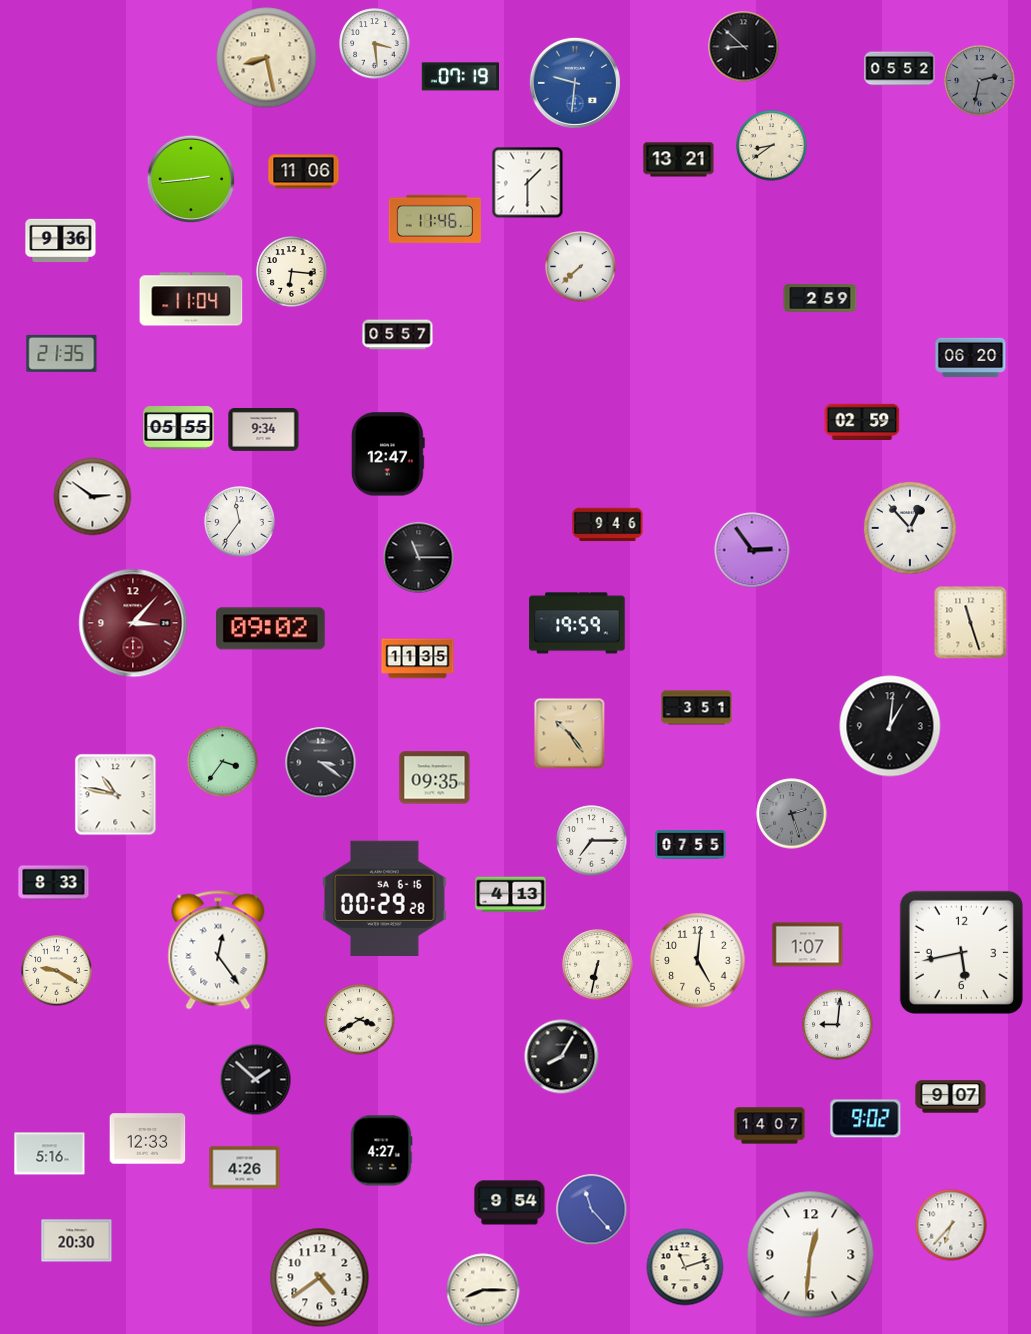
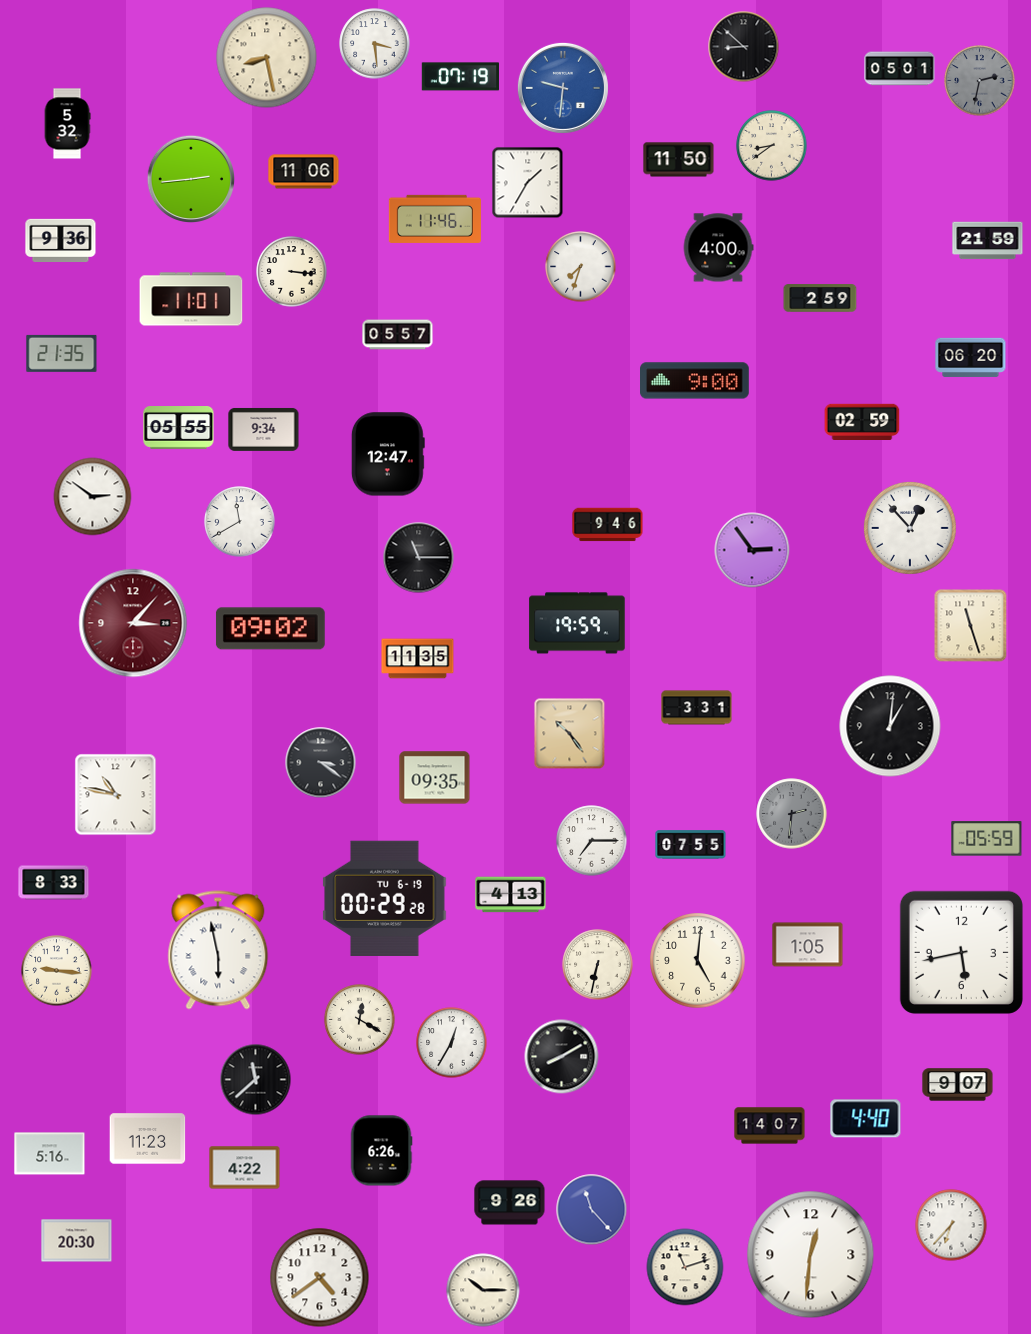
clock at (900, 69): 05:52 -> 05:01
clock at (575, 83) position: (575, 83) -> (563, 88)
clock at (67, 124): none -> 5:32
clock at (679, 160): 13:21 -> 11:50
clock at (528, 183): 1:30 -> 1:35
clock at (988, 241): none -> 21:59
clock at (718, 248): none -> 4:00
clock at (581, 267): 7:38 -> 7:33
clock at (292, 272): 6:16 -> 3:16
clock at (191, 299): 11:04 -> 11:01
clock at (695, 381): none -> 9:00
clock at (240, 522): 11:36 -> 11:40
clock at (971, 623) position: (971, 623) -> (971, 626)
clock at (697, 708): 3:51 -> 3:31
clock at (223, 762): 3:36 -> none
clock at (792, 814): 2:27 -> 2:31
clock at (987, 839): none -> 05:59
clock at (385, 898) date: SA 6-16 -> TU 6-19
clock at (808, 945): 1:07 -> 1:05
clock at (218, 950): 12:24 -> 5:58
clock at (57, 971): 9:20 -> 9:16
clock at (360, 1020): 3:40 -> 12:20
clock at (838, 1025): 9:01 -> none
clock at (452, 1043): none -> 12:35
clock at (562, 1057): 8:05 -> 8:10
clock at (256, 1080): 1:52 -> 11:38
clock at (951, 1097) position: (951, 1097) -> (958, 1085)
clock at (866, 1119): 9:02 -> 4:40
clock at (148, 1139): 12:33 -> 11:23
clock at (381, 1151): 4:27 -> 6:26
clock at (245, 1168): 4:26 -> 4:22
clock at (510, 1203): 9:54 -> 9:26
clock at (483, 1290): 8:15 -> 10:15
